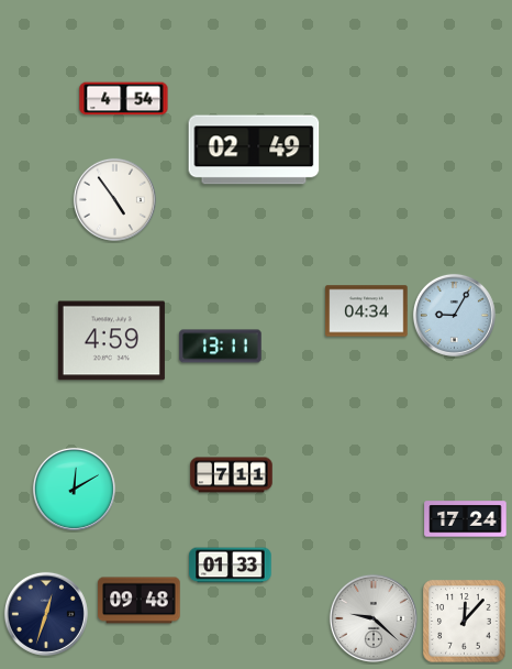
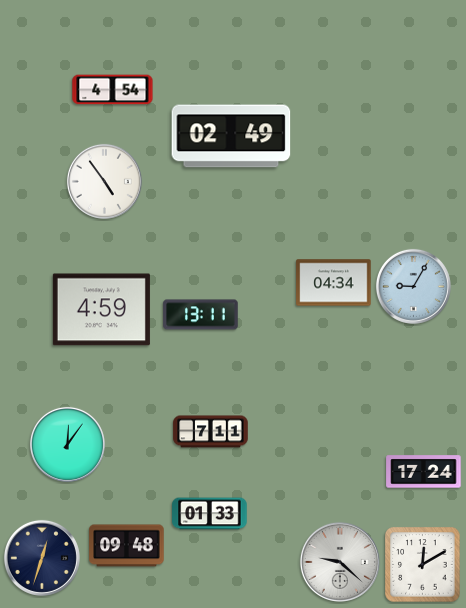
clock at (74, 489): 12:10 -> 12:06
clock at (465, 622): 12:07 -> 12:10
